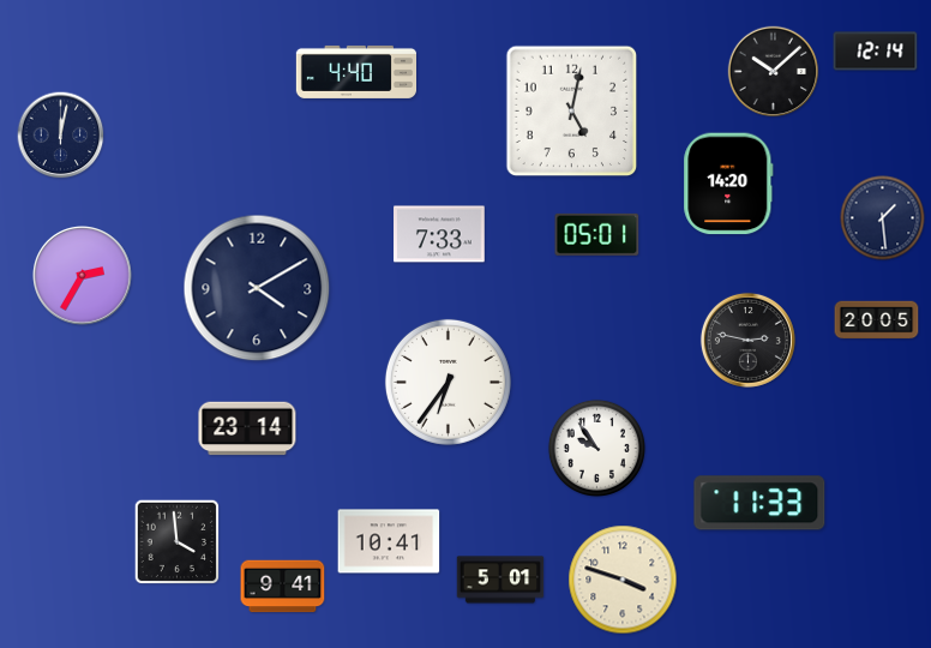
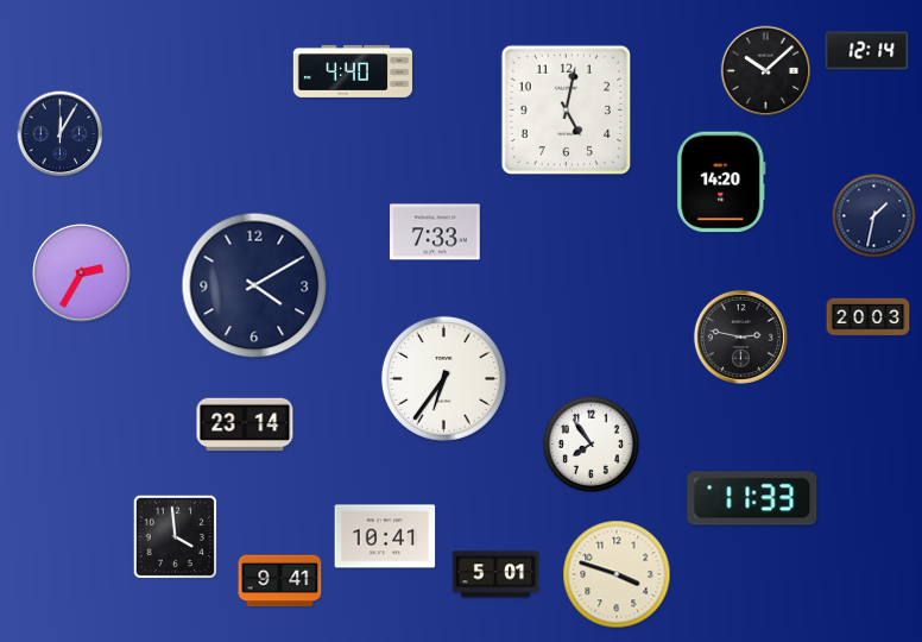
clock at (61, 136): 12:02 -> 12:05
clock at (883, 218): 1:29 -> 1:32
clock at (597, 234): 05:01 -> none
clock at (877, 320): 20:05 -> 20:03
clock at (596, 448): 9:54 -> 7:54
